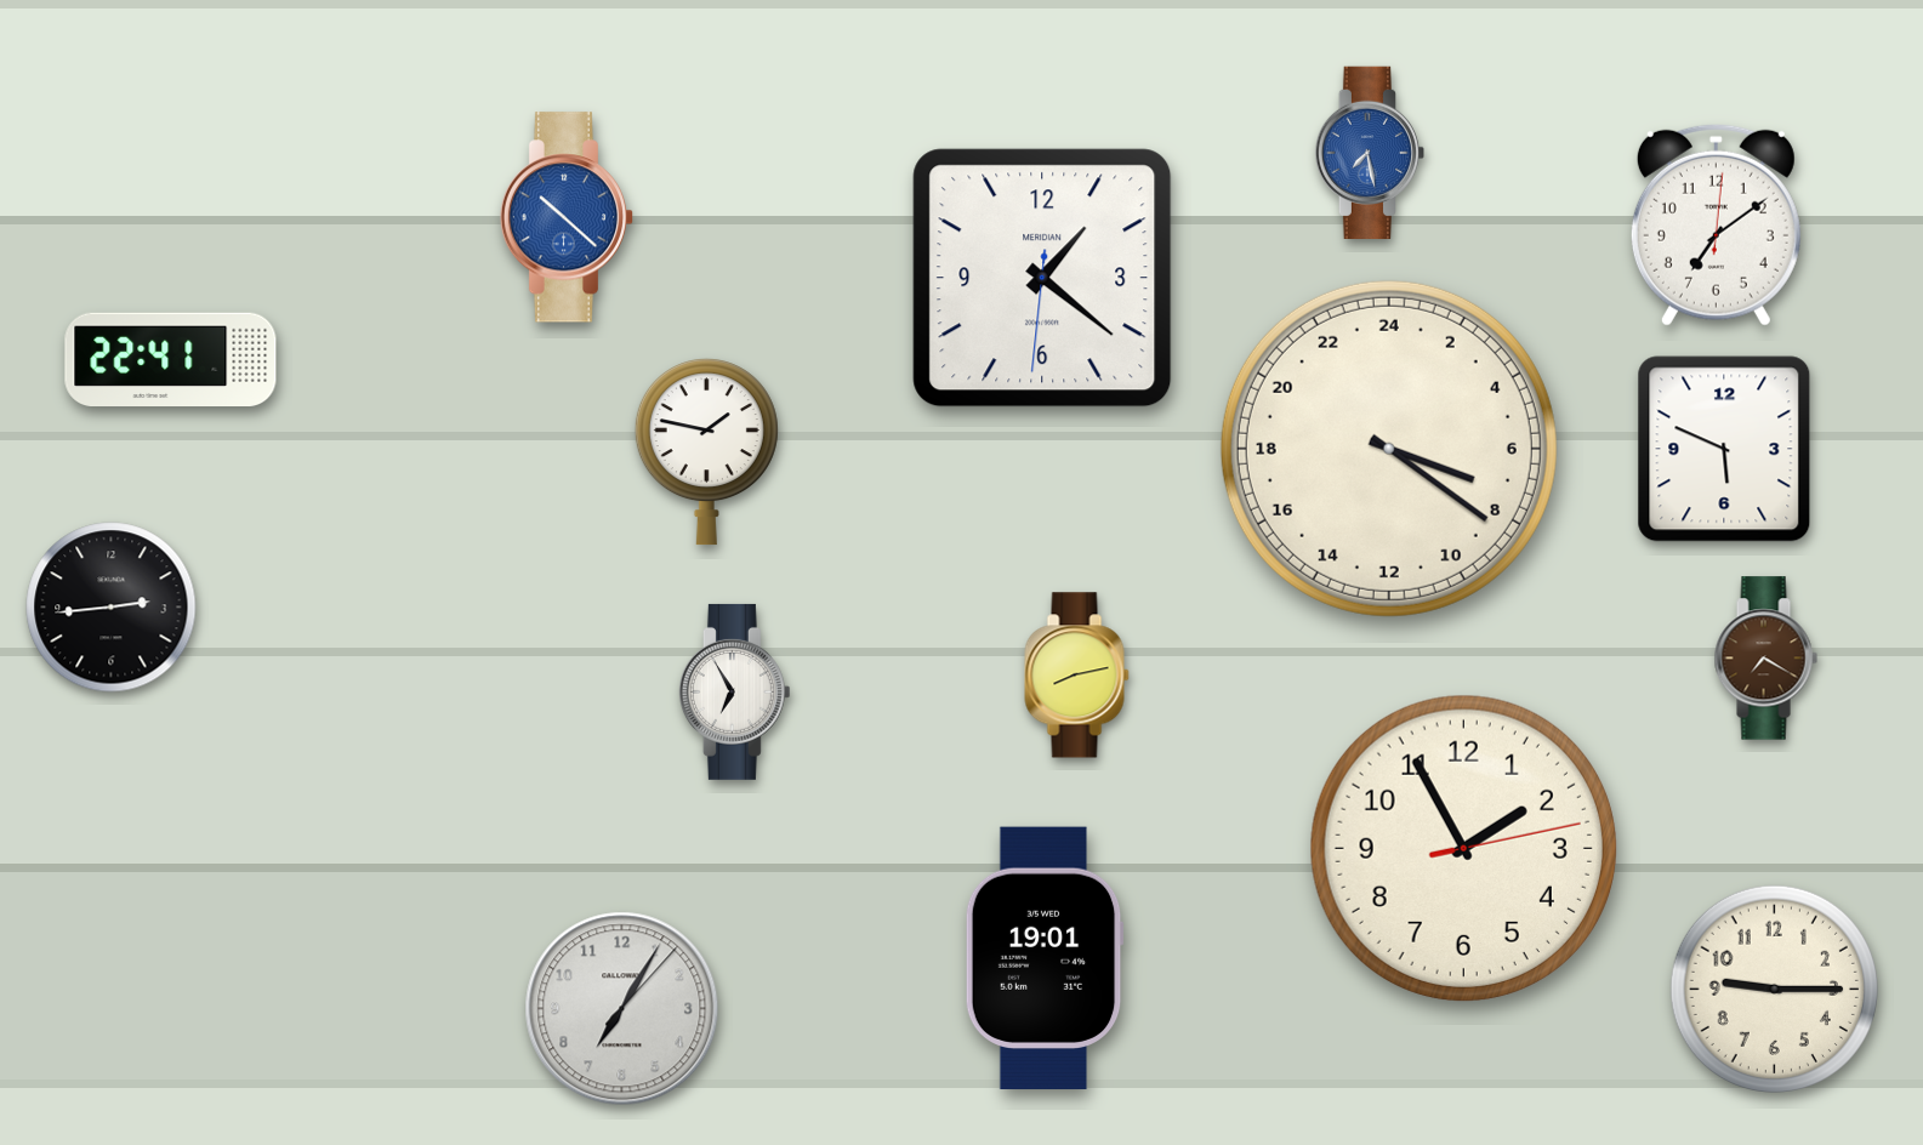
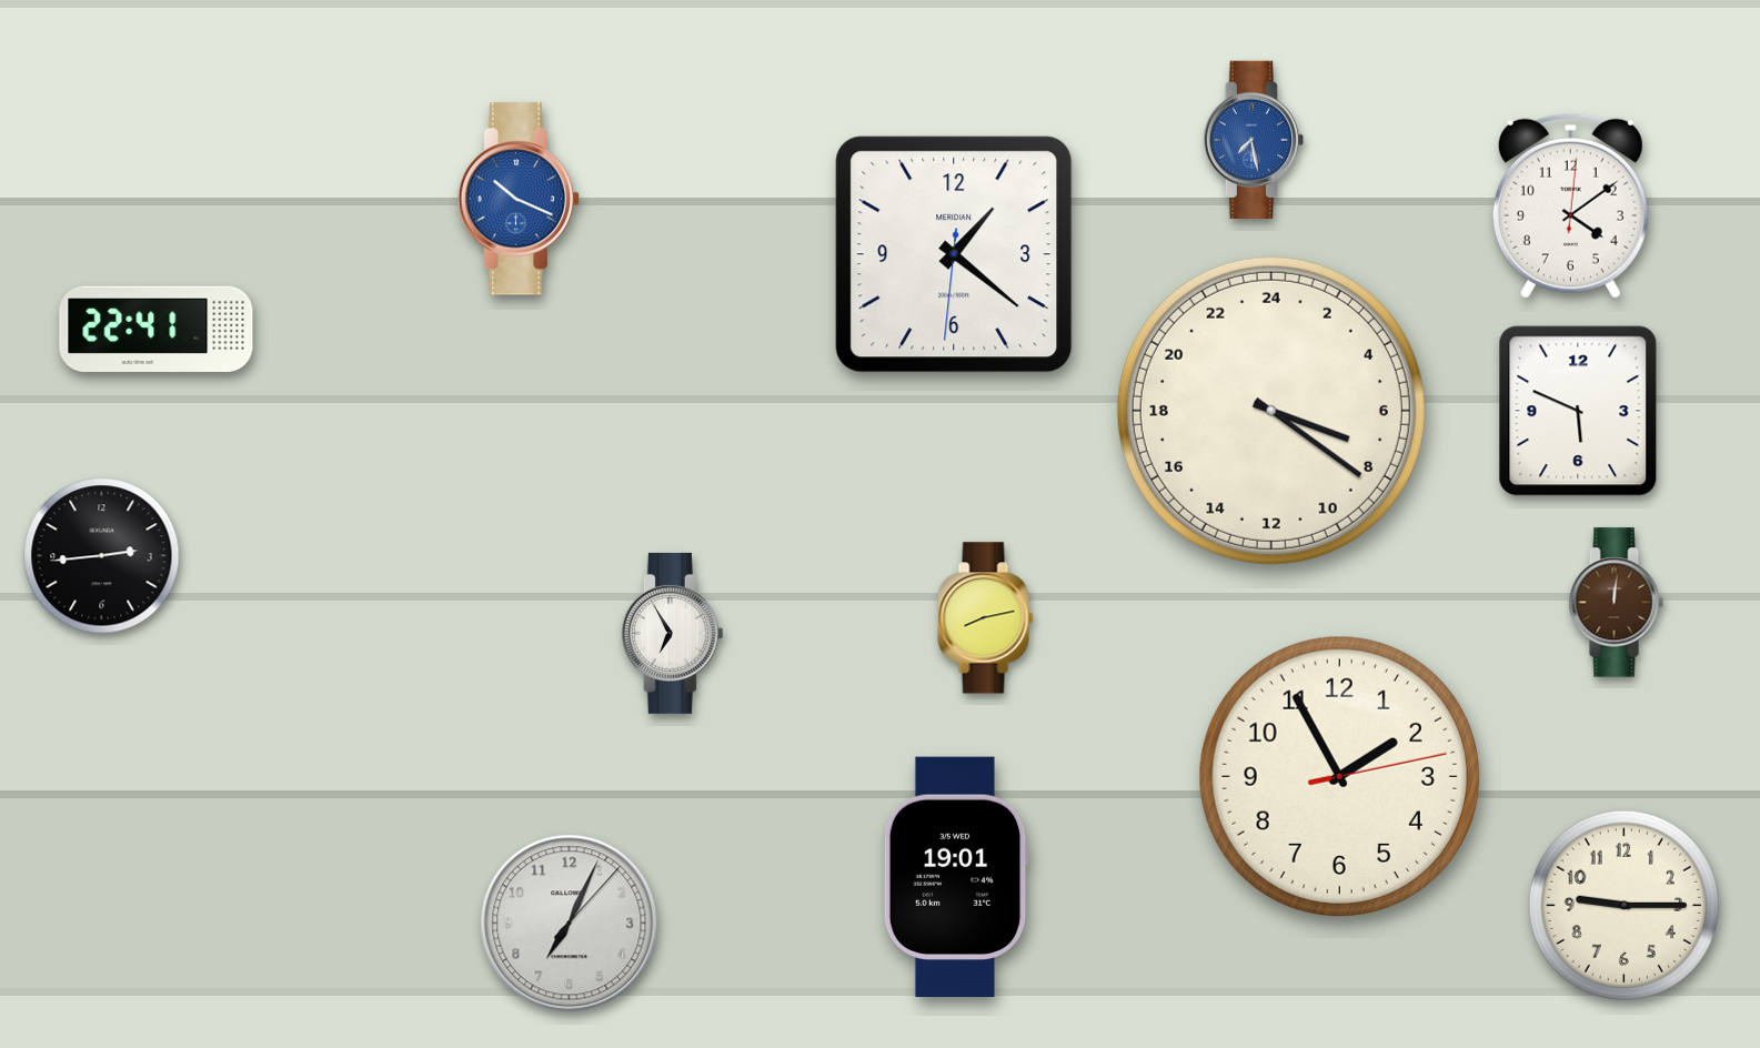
clock at (567, 217): 10:22 -> 10:19
clock at (1716, 224): 7:09 -> 4:09
clock at (706, 452): 1:47 -> none
clock at (1765, 659): 7:20 -> 12:01
clock at (622, 1009): 7:05 -> 7:04
